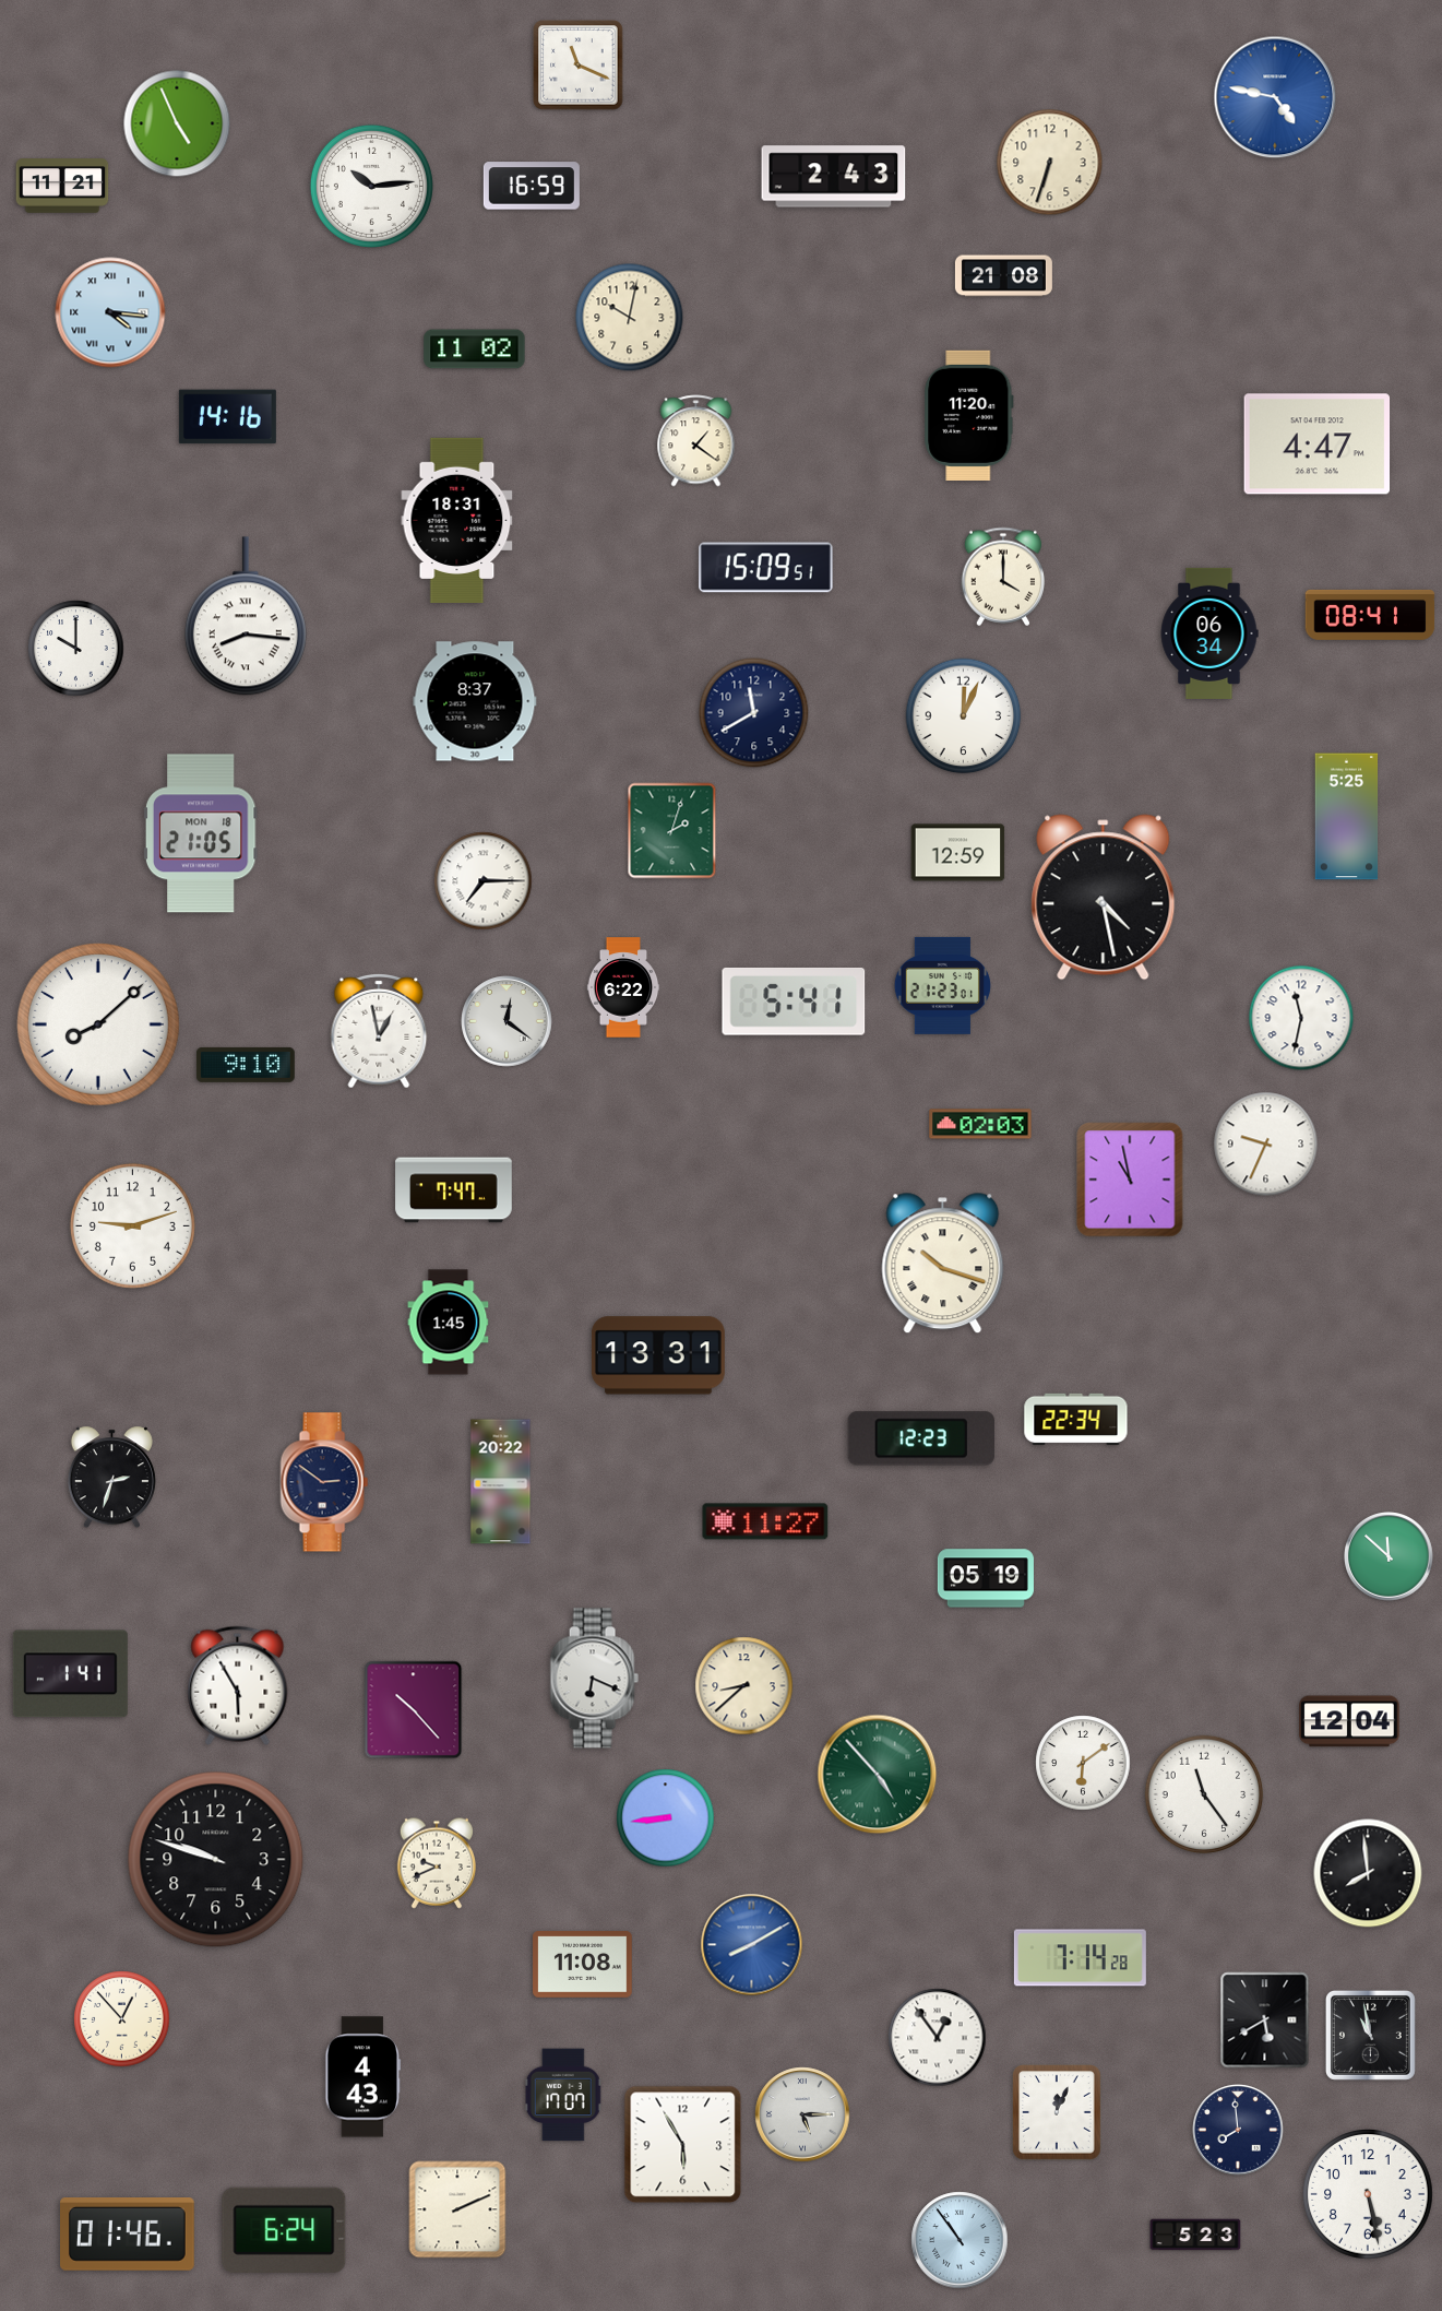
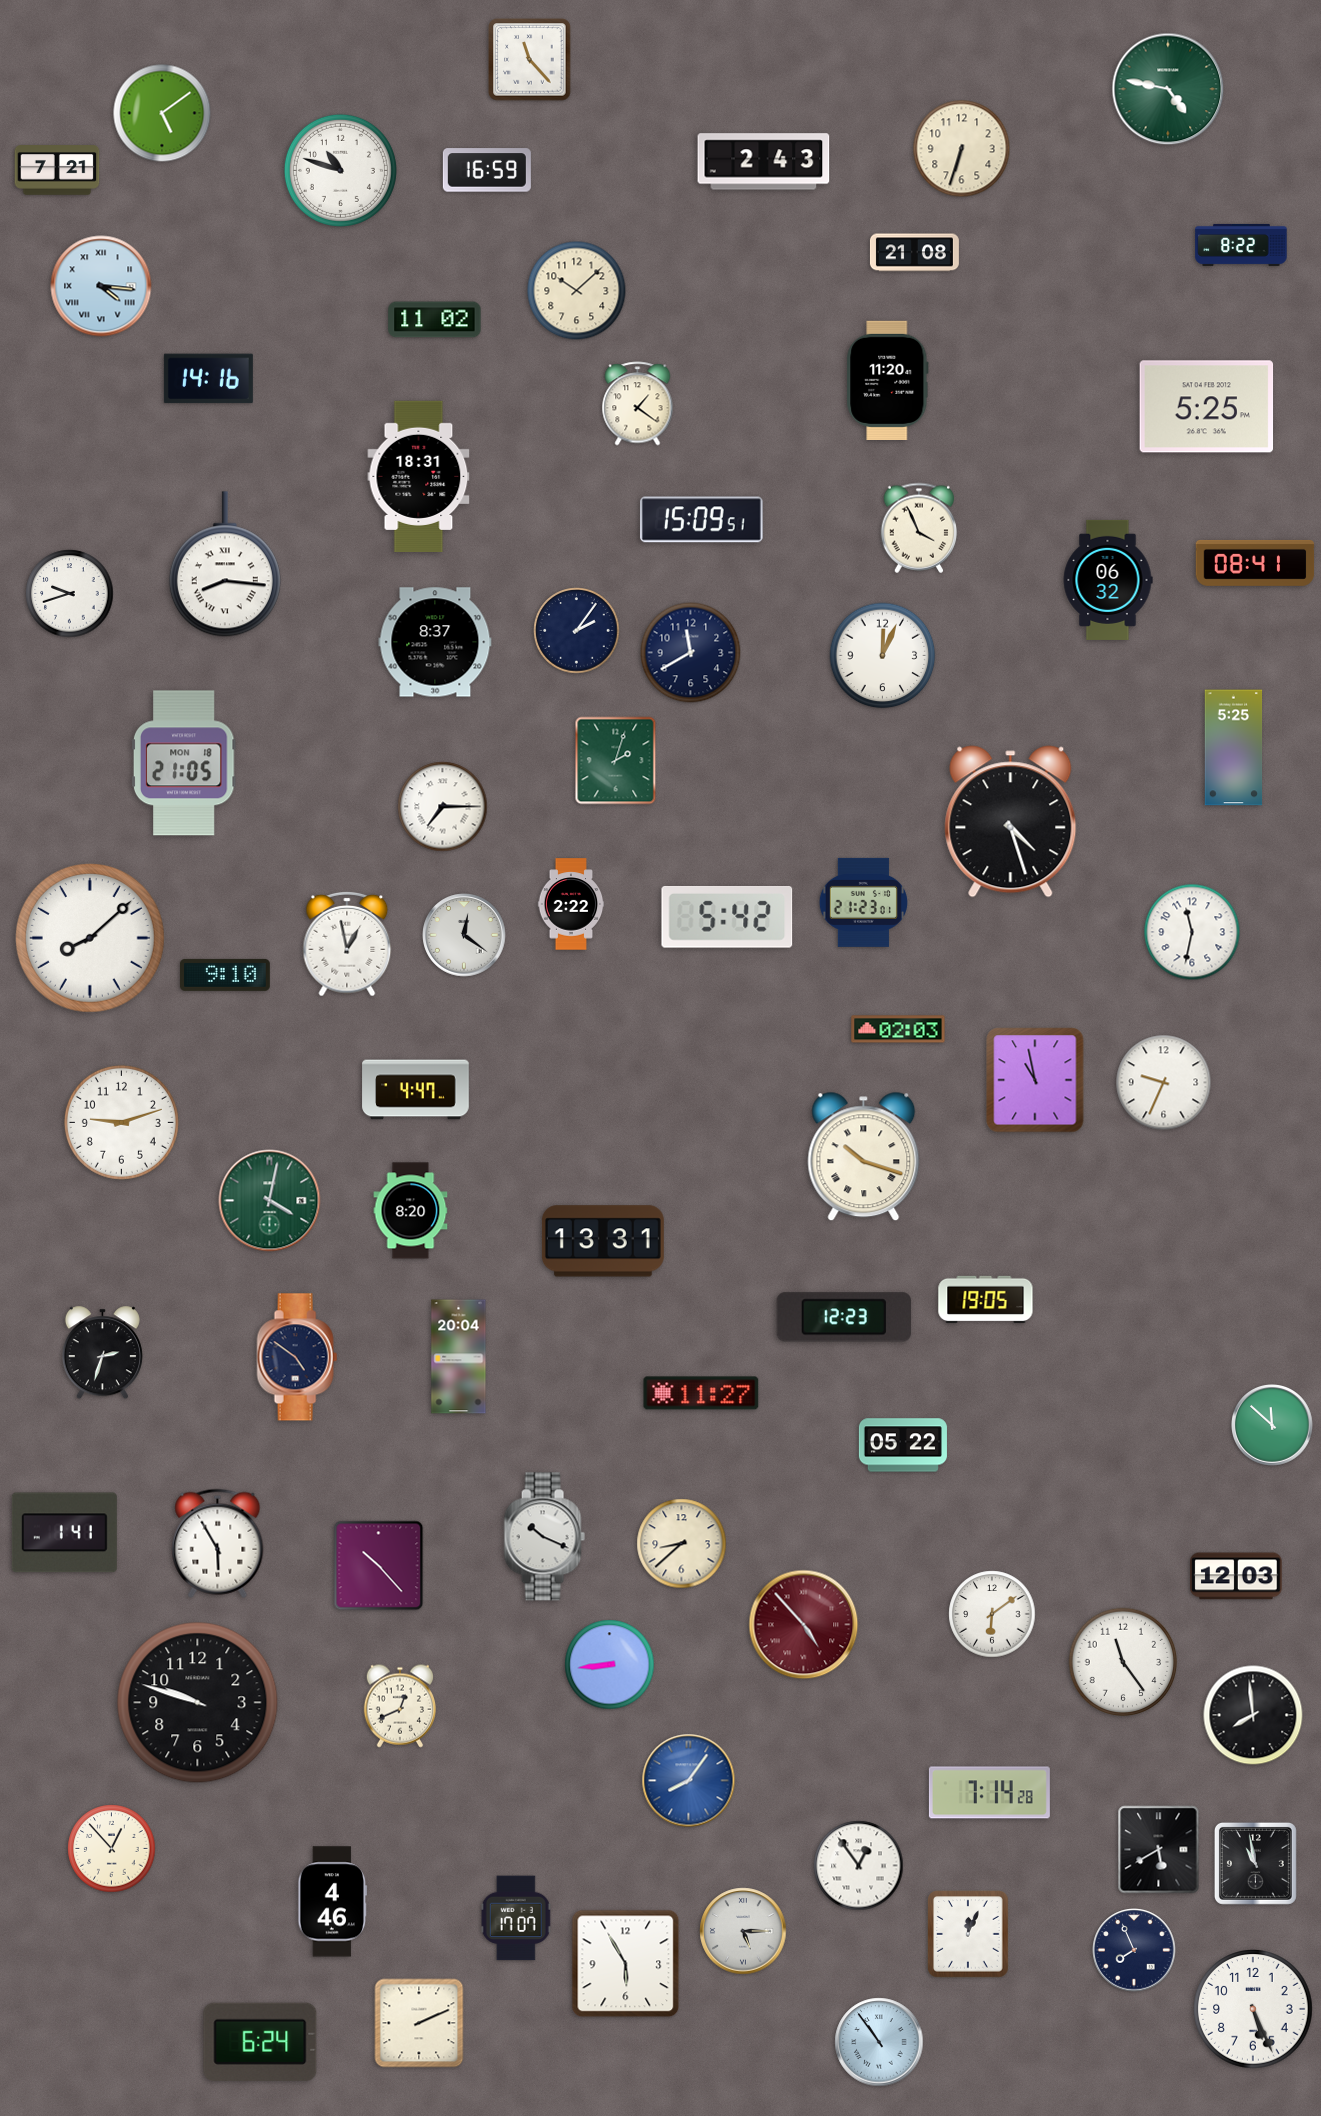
clock at (579, 66): 11:19 -> 11:23
clock at (1275, 97) dial: blue -> green
clock at (177, 123): 4:56 -> 5:09
clock at (62, 186): 11:21 -> 7:21
clock at (371, 186): 10:14 -> 10:48
clock at (1241, 245): none -> 8:22
clock at (1003, 276) position: (1003, 276) -> (914, 253)
clock at (630, 318): 10:02 -> 10:08
clock at (227, 417) position: (227, 417) -> (208, 379)
clock at (1318, 445): 4:47 -> 5:25
clock at (1003, 577): 4:00 -> 3:56
clock at (1209, 633): 06:34 -> 06:32
clock at (76, 649): 10:00 -> 9:42
clock at (577, 631): none -> 2:06
clock at (958, 853): 12:59 -> none
clock at (1104, 898): 4:28 -> 4:27
clock at (623, 987): 6:22 -> 2:22
clock at (794, 1002): 5:41 -> 5:42
clock at (1266, 1145) position: (1266, 1145) -> (1164, 1083)
clock at (454, 1190): 7:47 -> 4:47
clock at (270, 1201): none -> 4:02
clock at (449, 1323): 1:45 -> 8:20
clock at (1076, 1420): 22:34 -> 19:05
clock at (324, 1482): 2:51 -> 4:51
clock at (501, 1482): 20:22 -> 20:04
clock at (986, 1578): 05:19 -> 05:22
clock at (594, 1679): 6:19 -> 10:19
clock at (1349, 1721): 12:04 -> 12:03
clock at (878, 1775) dial: green -> burgundy
clock at (1204, 1794) position: (1204, 1794) -> (1123, 1662)
clock at (436, 1863): 9:41 -> 12:41
clock at (752, 1945): 8:10 -> 8:06
clock at (583, 1965): 11:08 -> none
clock at (364, 2077): 4:43 -> 4:46
clock at (802, 2114) position: (802, 2114) -> (743, 1931)
clock at (1238, 2130): 7:59 -> 7:56
clock at (1368, 2194): 5:28 -> 5:26
clock at (128, 2235): 01:46 -> none
clock at (1195, 2235): 5:23 -> none
clock at (960, 2240) position: (960, 2240) -> (879, 2042)
